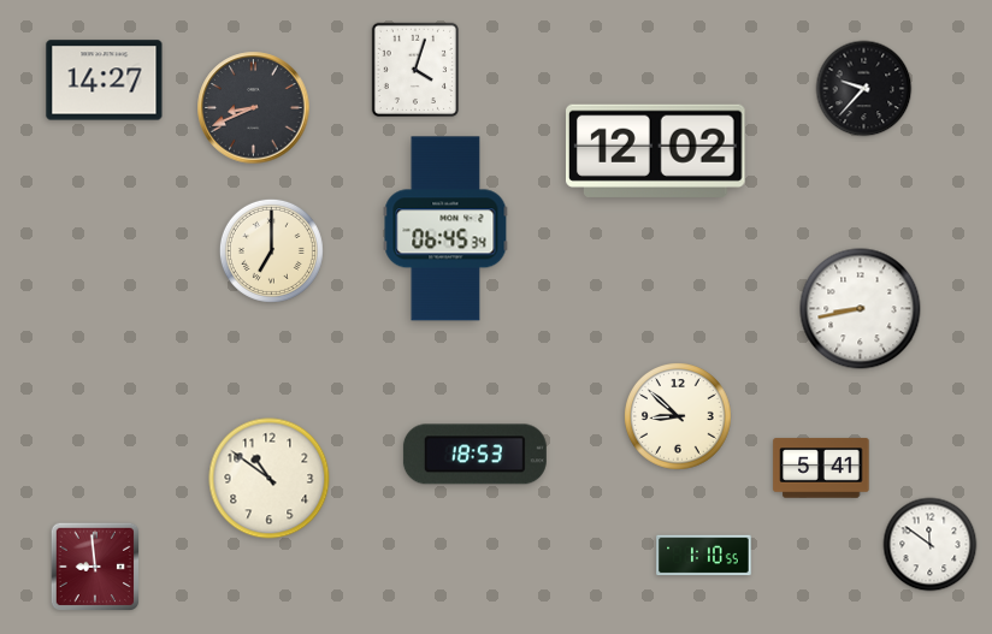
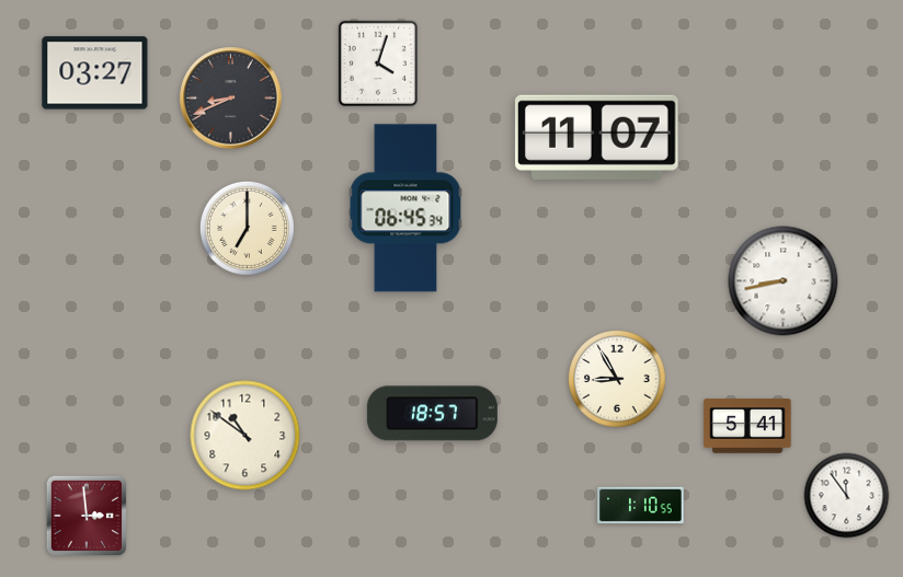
clock at (105, 81): 14:27 -> 03:27
clock at (864, 89): 9:37 -> none
clock at (656, 150): 12:02 -> 11:07
clock at (679, 417): 8:52 -> 8:55
clock at (474, 455): 18:53 -> 18:57
clock at (931, 545): 11:51 -> 11:54
clock at (95, 567): 8:59 -> 2:59
